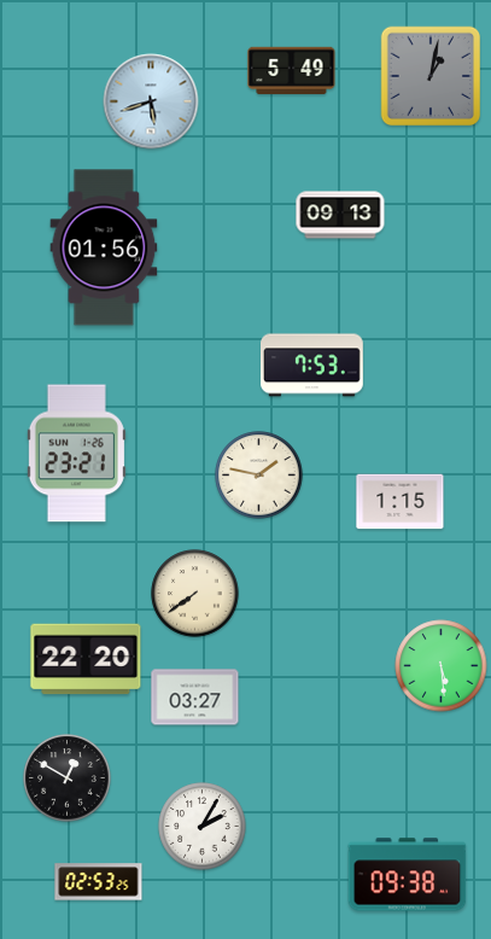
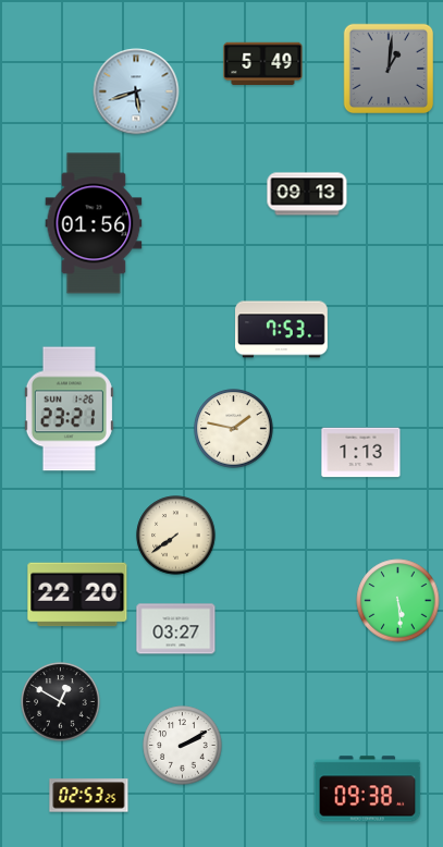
clock at (431, 76): 1:02 -> 1:01
clock at (401, 502): 1:15 -> 1:13
clock at (203, 827): 2:05 -> 2:10
